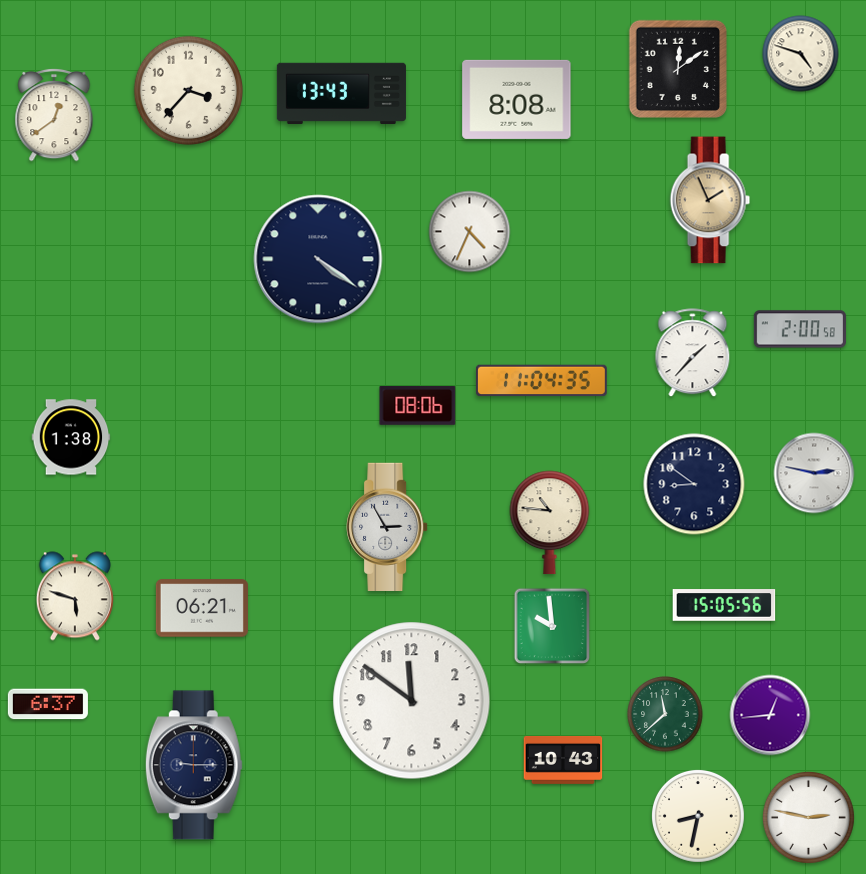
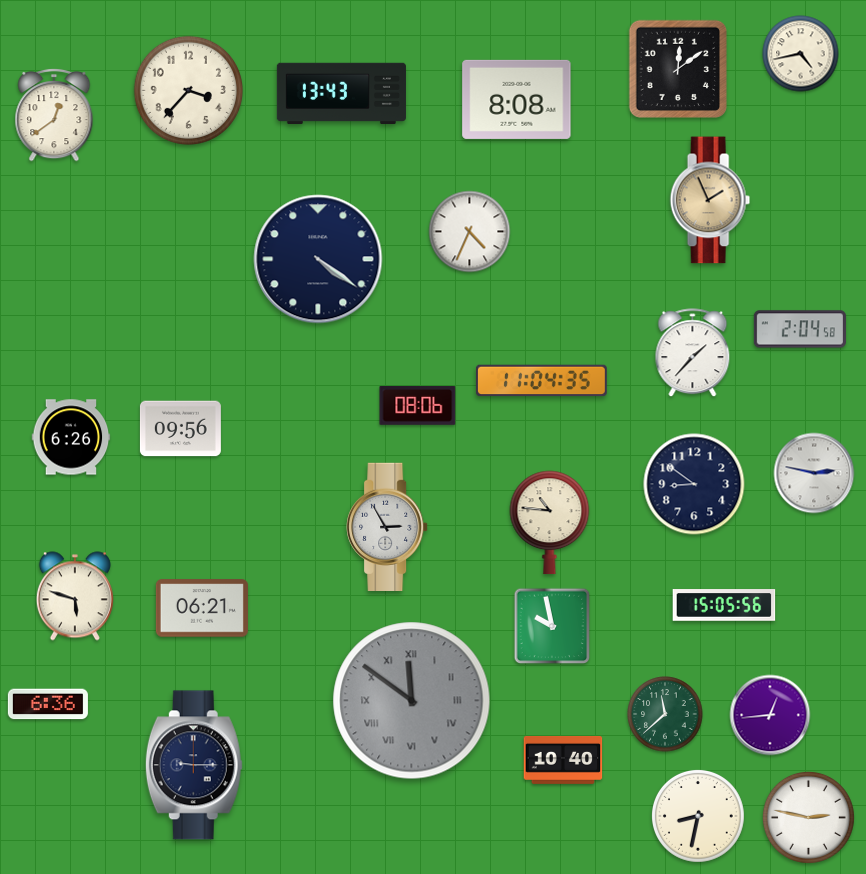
clock at (801, 54): 4:48 -> 4:43
clock at (800, 329): 2:00 -> 2:04
clock at (180, 429): none -> 09:56
clock at (71, 437): 1:38 -> 6:26
clock at (552, 626): 9:59 -> 9:58
clock at (412, 701) dial: white -> grey
clock at (412, 701) numerals: Arabic -> Roman
clock at (48, 704): 6:37 -> 6:36
clock at (563, 760): 10:43 -> 10:40
